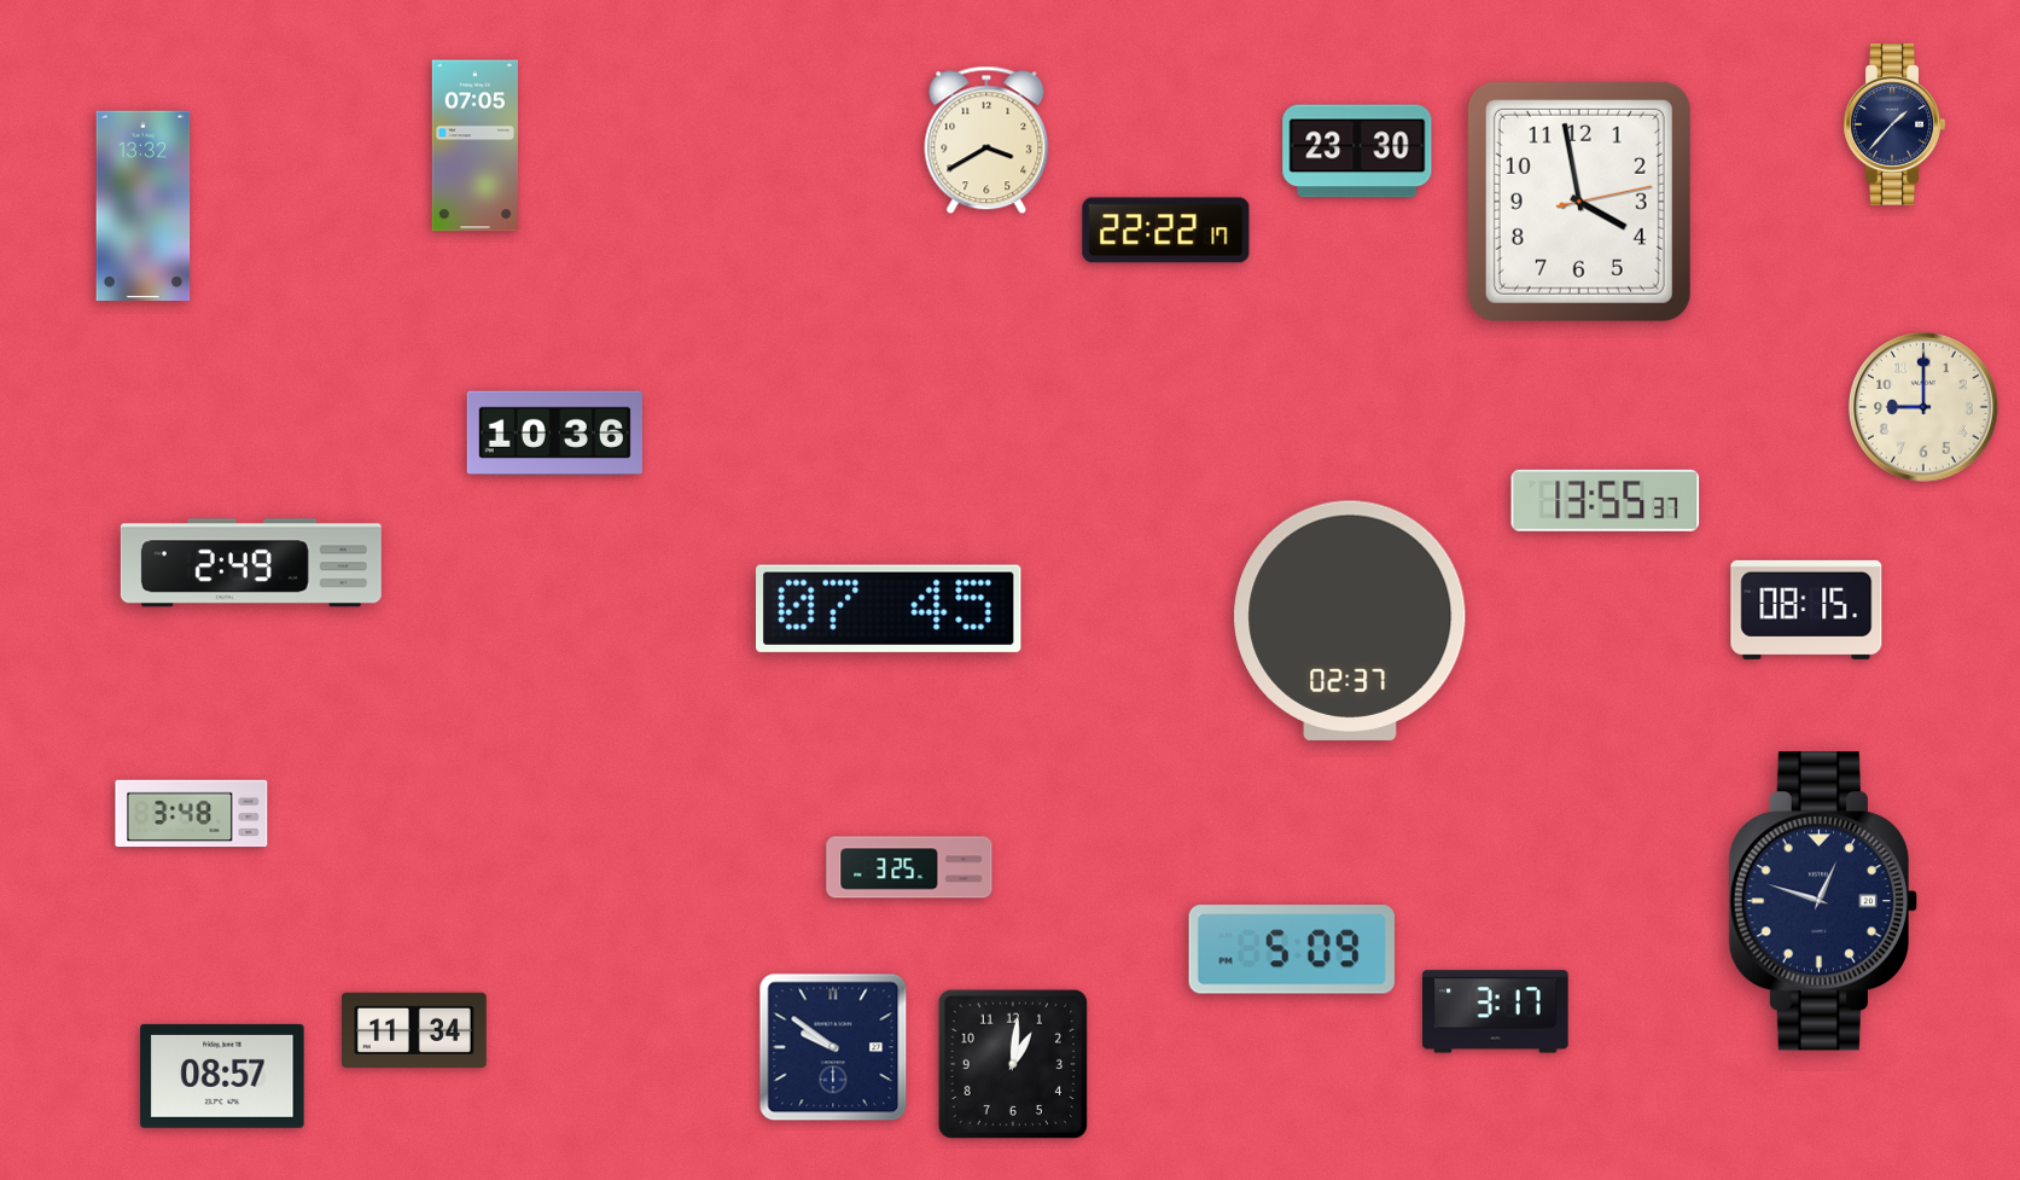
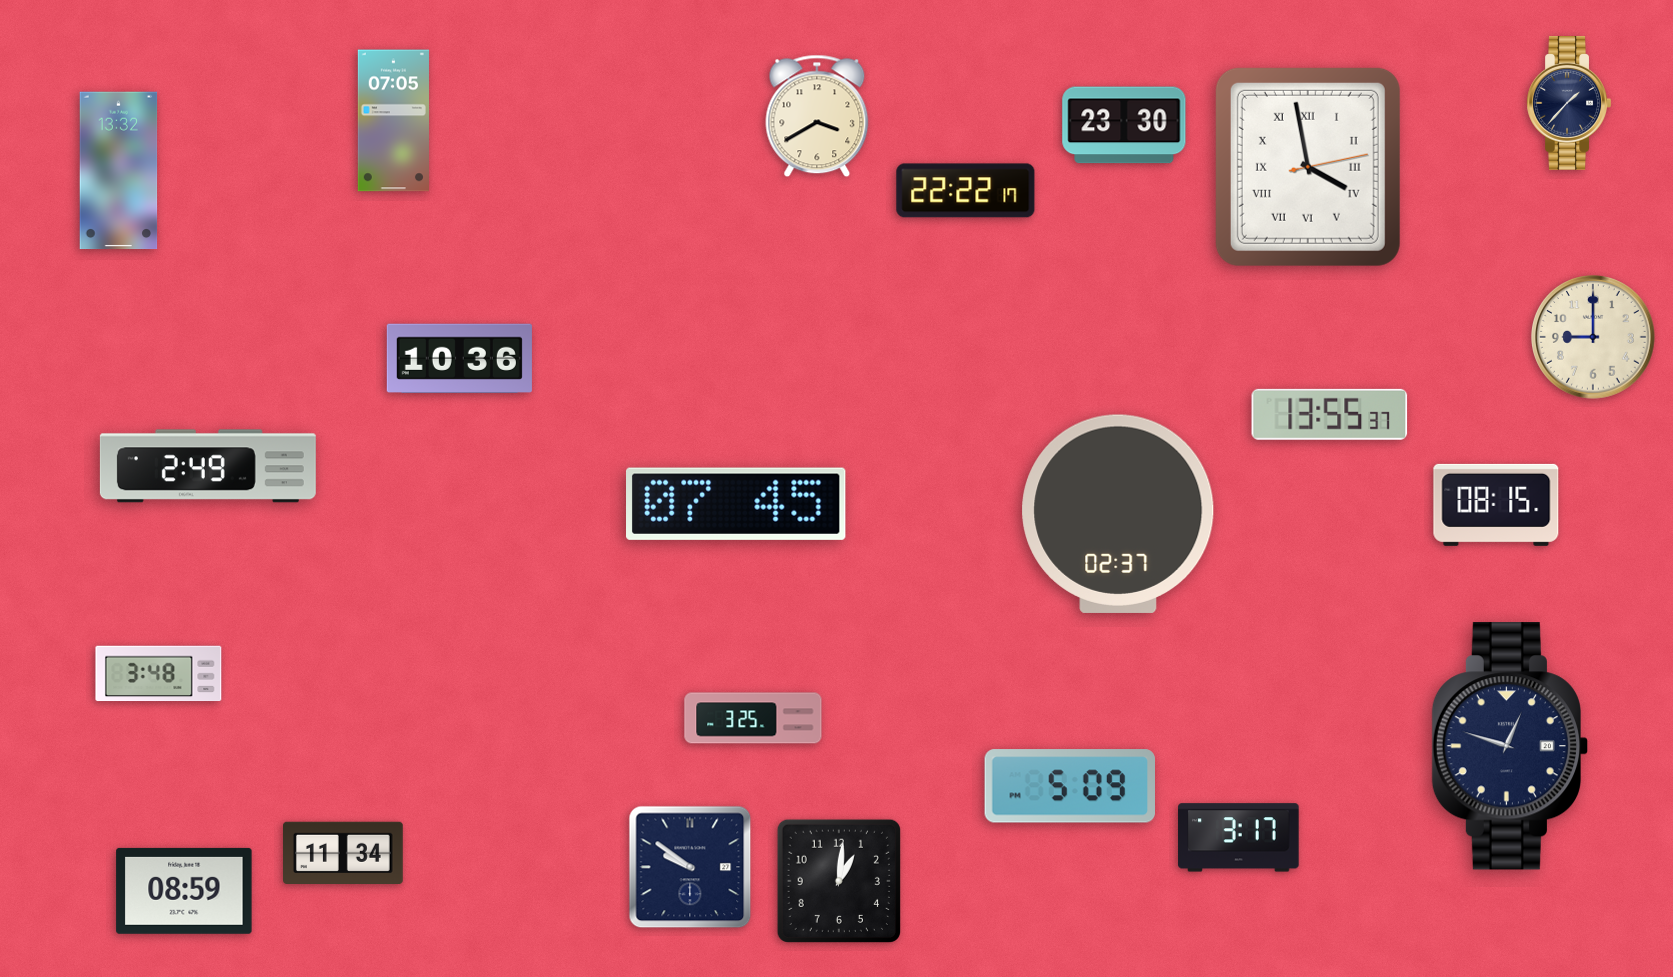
clock at (1579, 202) numerals: Arabic -> Roman
clock at (222, 1076): 08:57 -> 08:59
